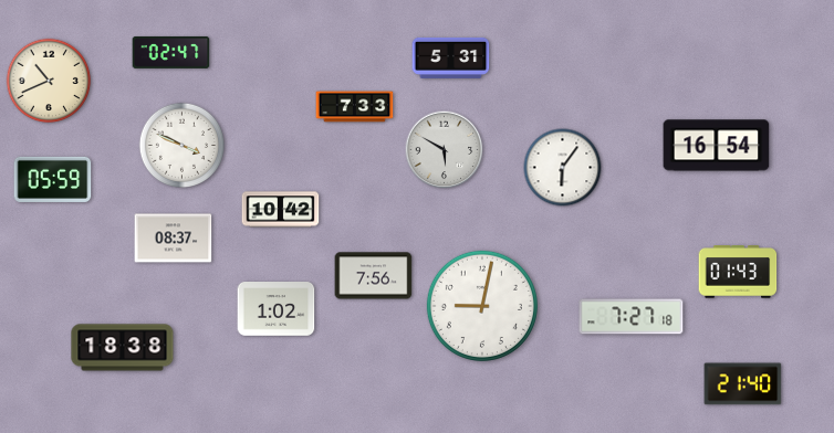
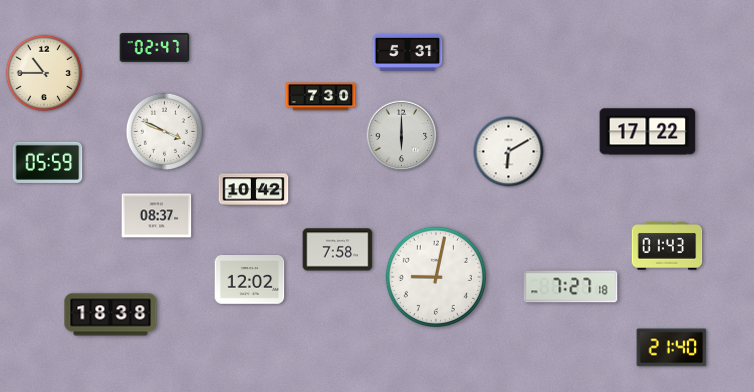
clock at (49, 81): 10:41 -> 10:45
clock at (355, 107): 7:33 -> 7:30
clock at (717, 146): 16:54 -> 17:22
clock at (445, 150): 5:50 -> 6:00
clock at (563, 168): 6:06 -> 6:10
clock at (374, 276): 7:56 -> 7:58
clock at (277, 309): 1:02 -> 12:02
